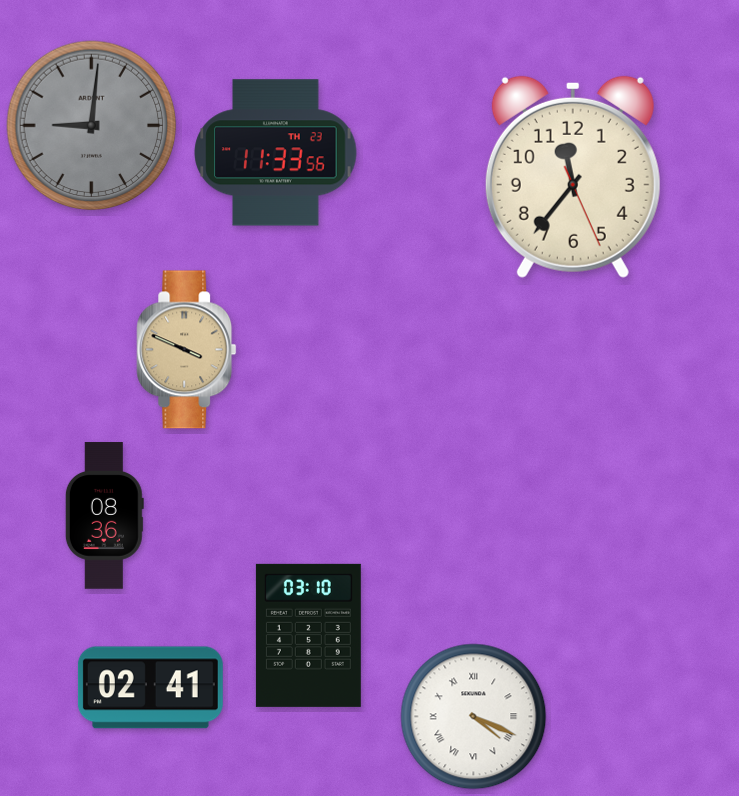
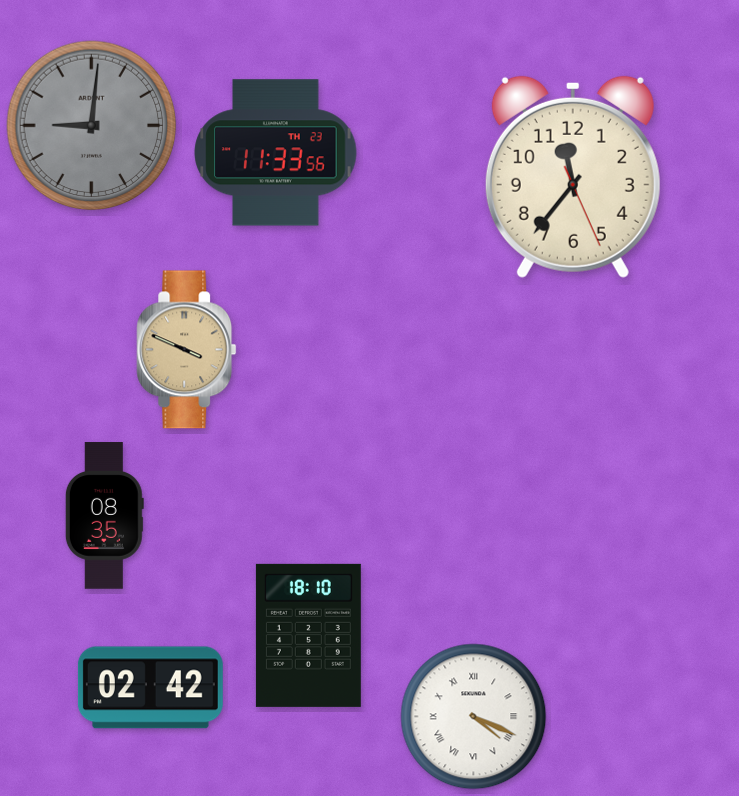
clock at (104, 516): 08:36 -> 08:35
clock at (308, 635): 03:10 -> 18:10
clock at (150, 688): 02:41 -> 02:42
